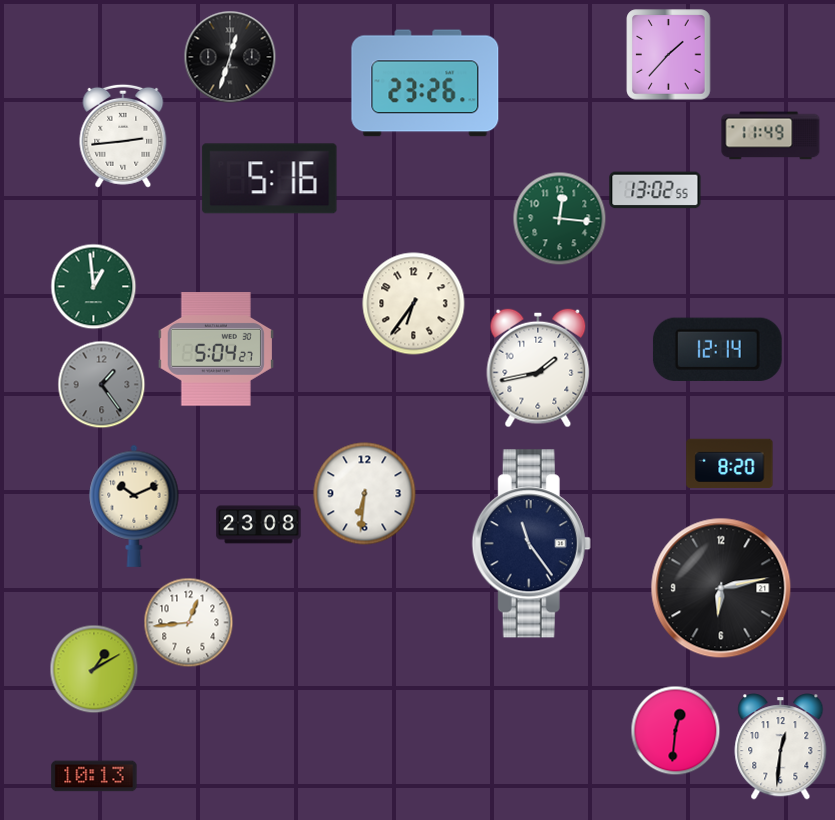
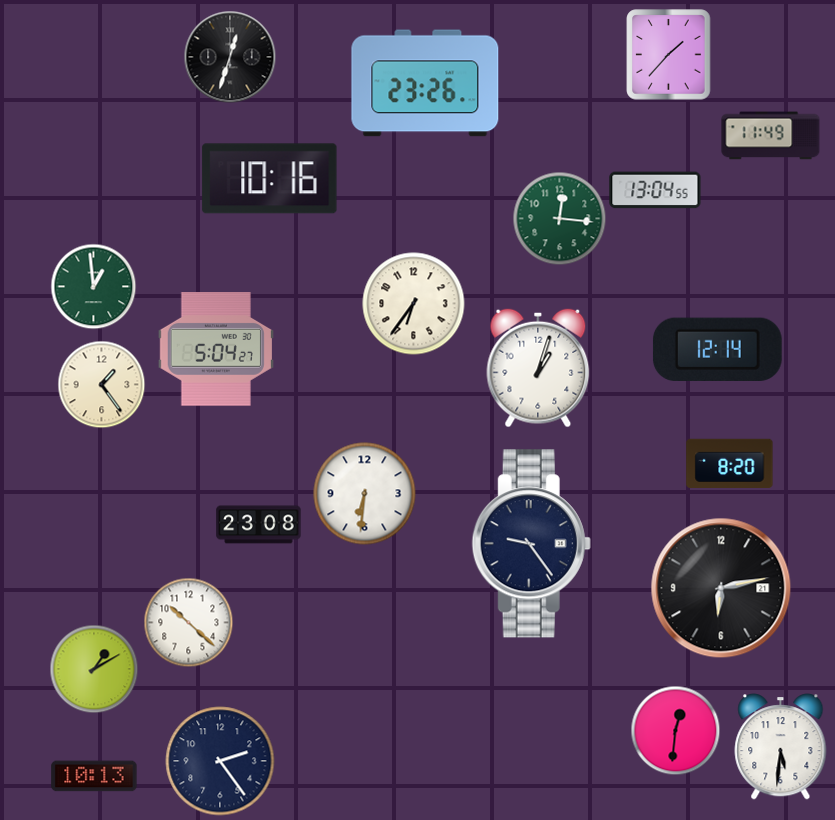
clock at (123, 136): 2:44 -> none
clock at (270, 179): 5:16 -> 10:16
clock at (655, 190): 13:02 -> 13:04
clock at (538, 368): 1:43 -> 1:03
clock at (101, 384) dial: grey -> cream
clock at (134, 506): 10:11 -> none
clock at (531, 544): 11:24 -> 9:24
clock at (188, 622): 12:44 -> 10:22
clock at (781, 747): 12:31 -> 5:31
clock at (220, 761): none -> 2:24
